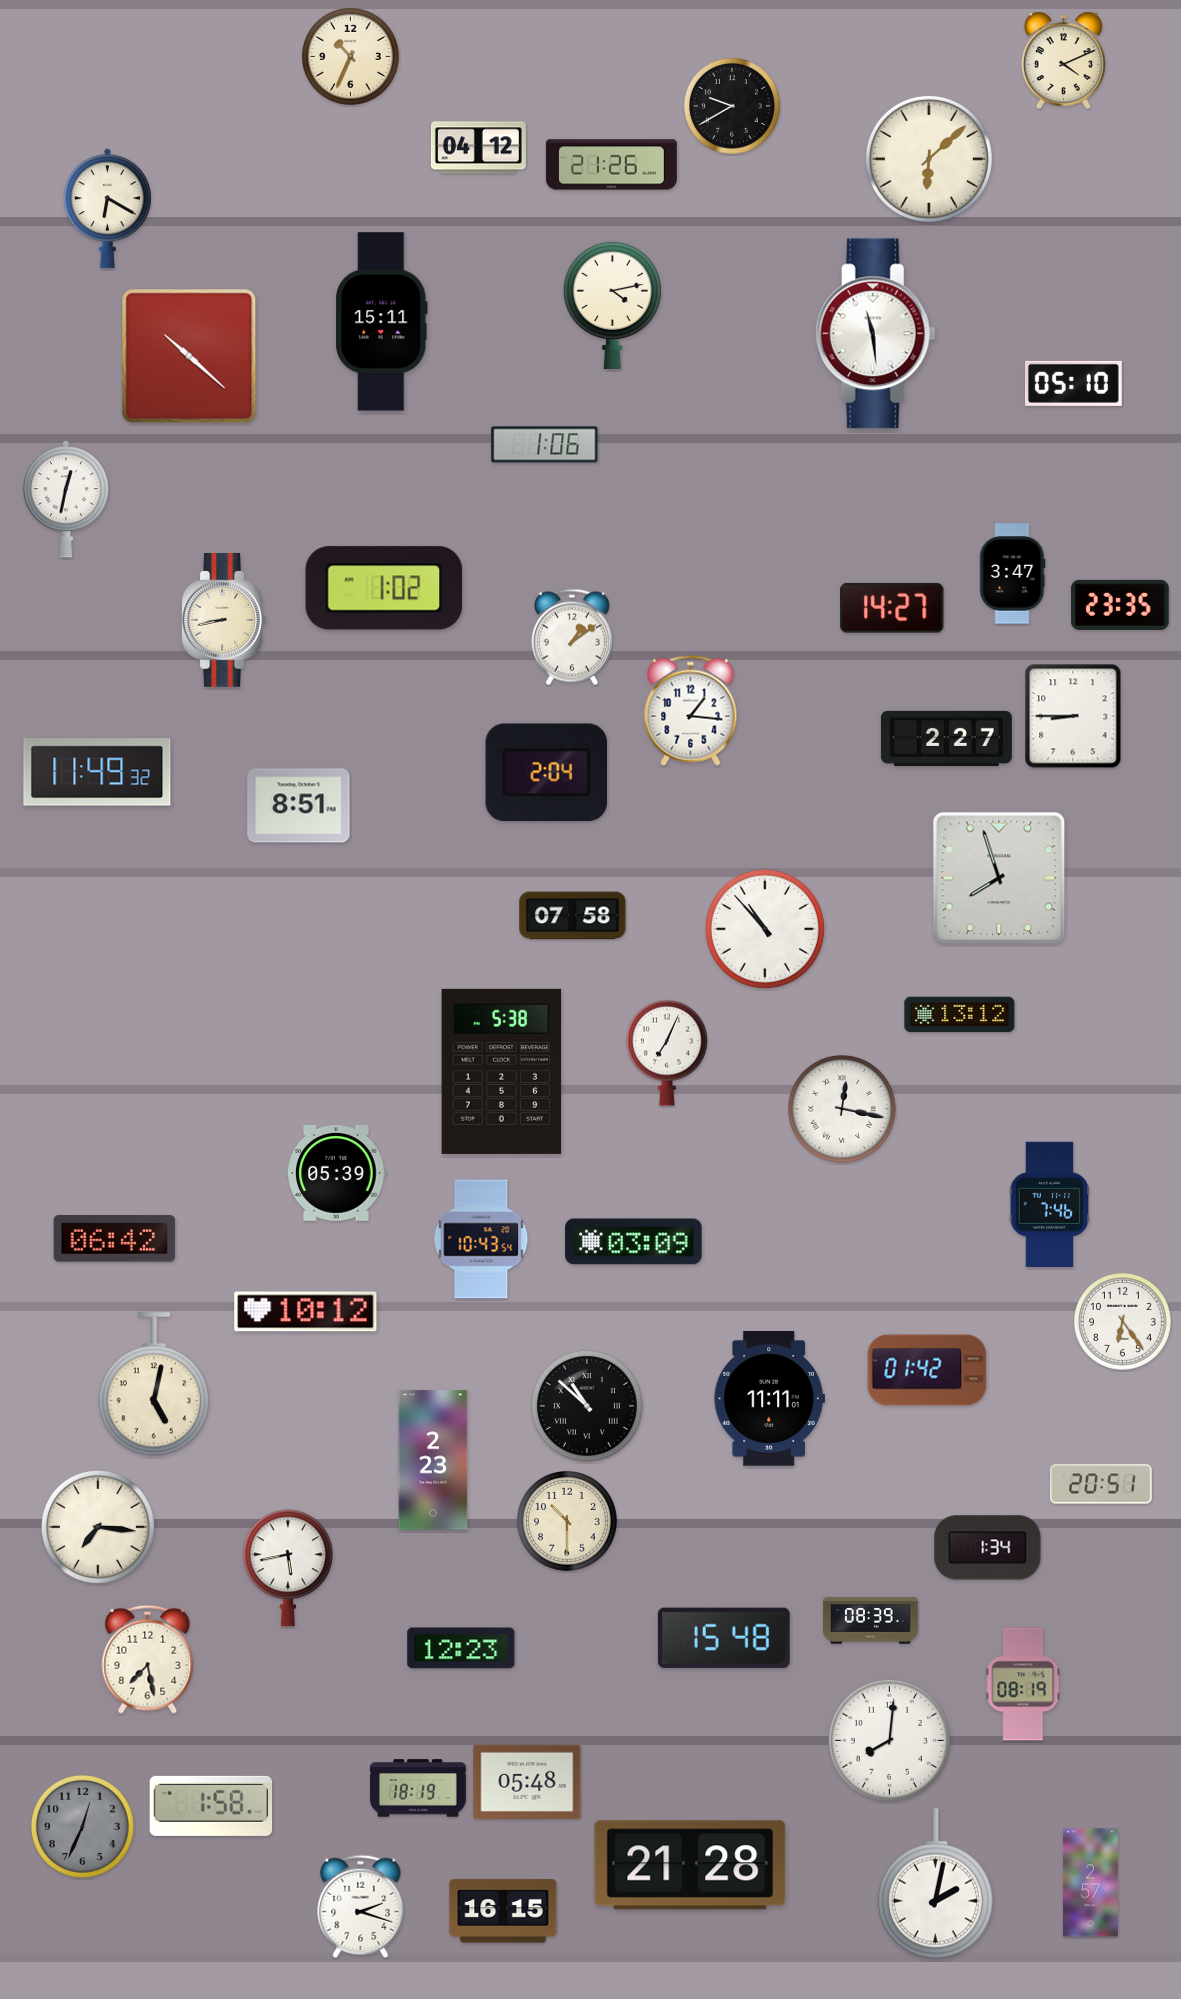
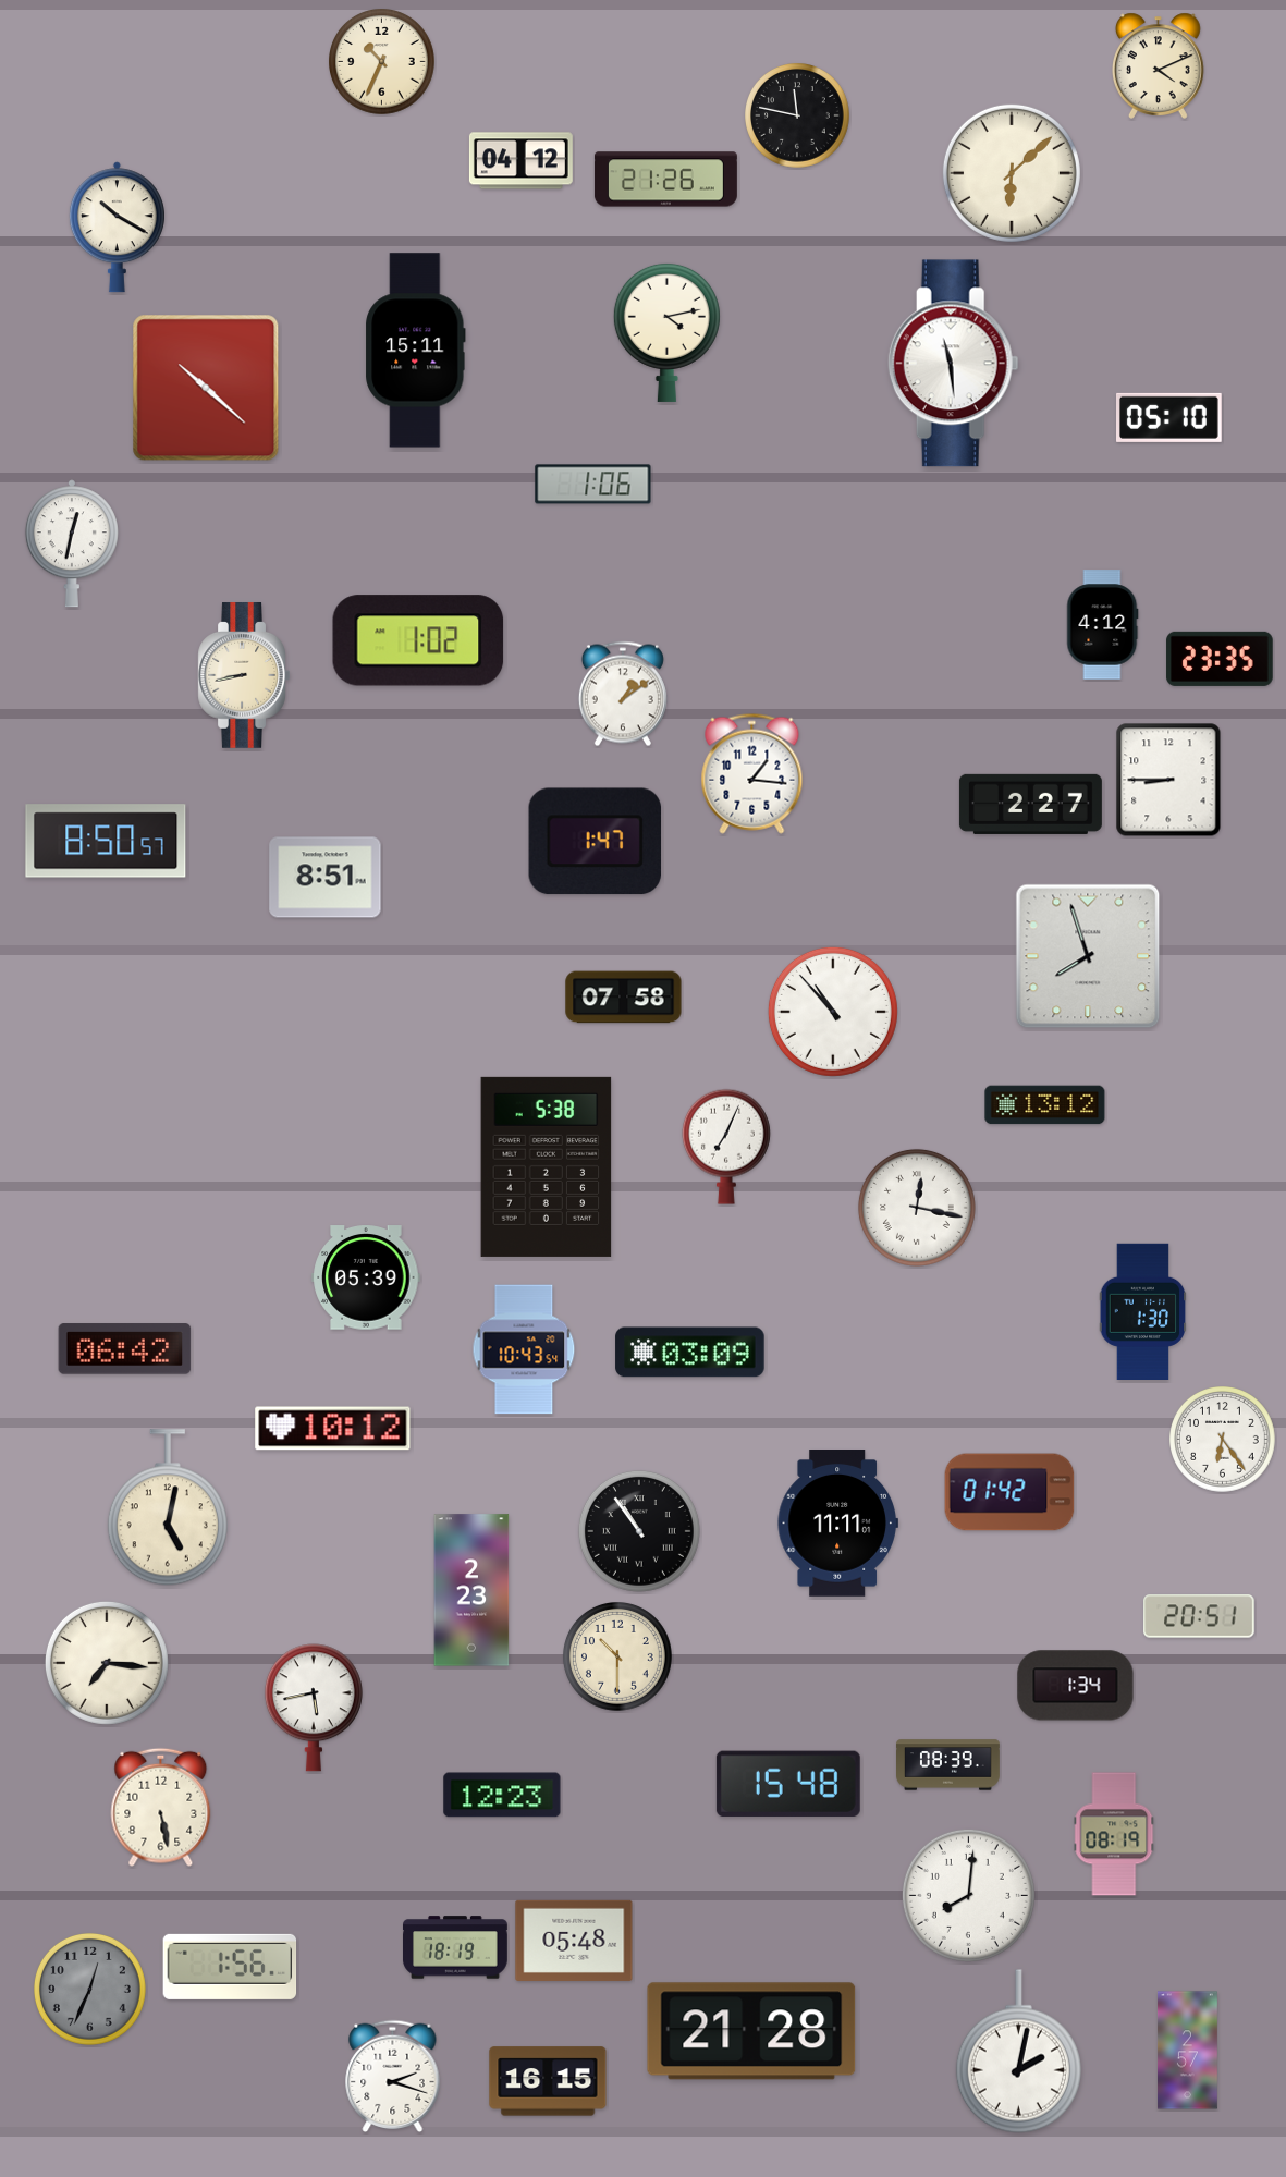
clock at (733, 107): 9:40 -> 11:47
clock at (107, 209): 6:20 -> 10:20
clock at (1013, 574): 3:47 -> 4:12
clock at (892, 608): 14:27 -> none
clock at (97, 772): 11:49 -> 8:50
clock at (546, 773): 2:04 -> 1:47
clock at (1050, 1204): 7:46 -> 1:30
clock at (587, 1406): 10:52 -> 10:54
clock at (148, 1659): 7:28 -> 5:28
clock at (211, 1806): 1:58 -> 1:56
